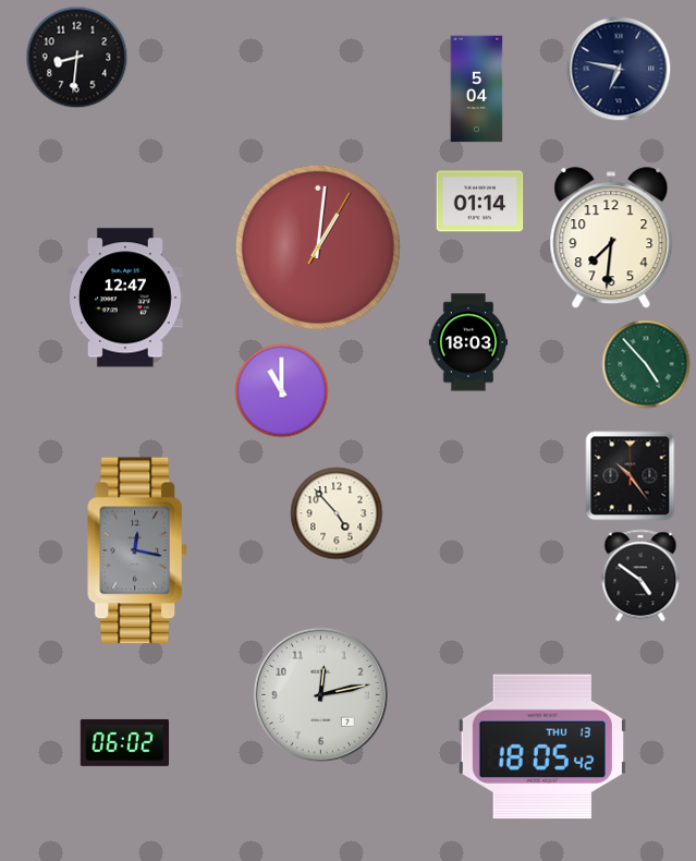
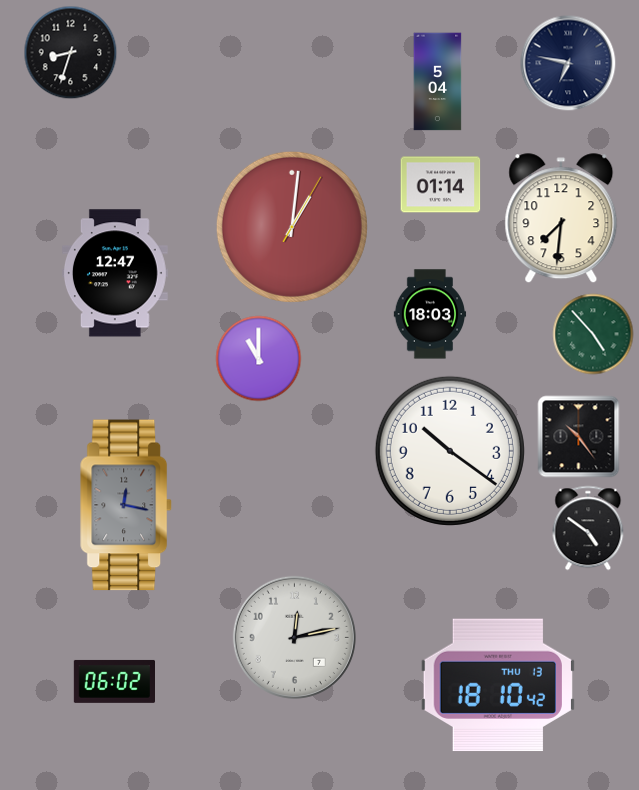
clock at (77, 58): 8:31 -> 8:33
clock at (450, 451): none -> 10:21
clock at (337, 513): 4:53 -> none
clock at (542, 747): 18:05 -> 18:10
